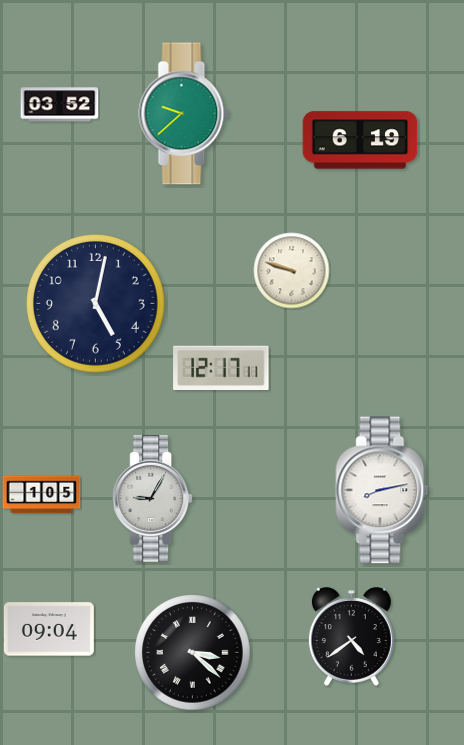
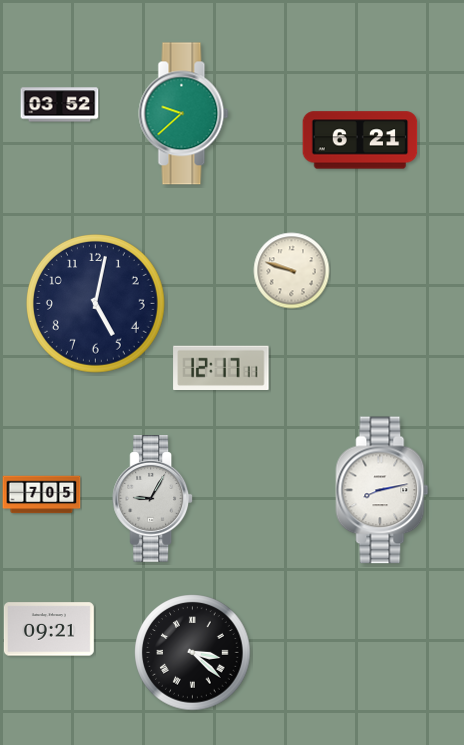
clock at (360, 140): 6:19 -> 6:21
clock at (42, 495): 1:05 -> 7:05
clock at (49, 629): 09:04 -> 09:21
clock at (351, 637): 4:39 -> none
